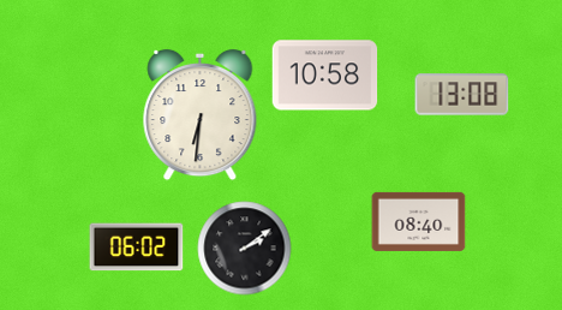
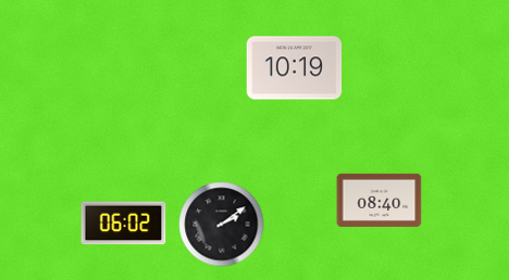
clock at (324, 76): 10:58 -> 10:19
clock at (461, 95): 13:08 -> none
clock at (201, 114): 6:31 -> none
